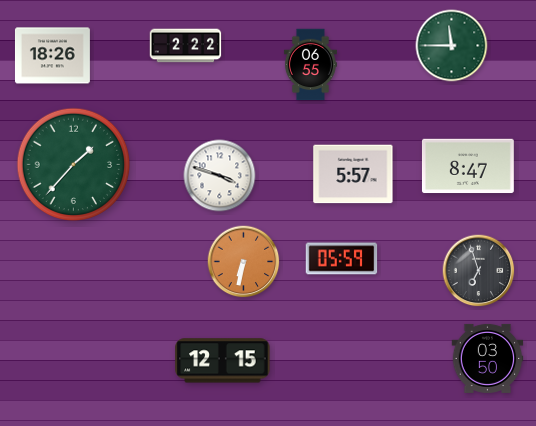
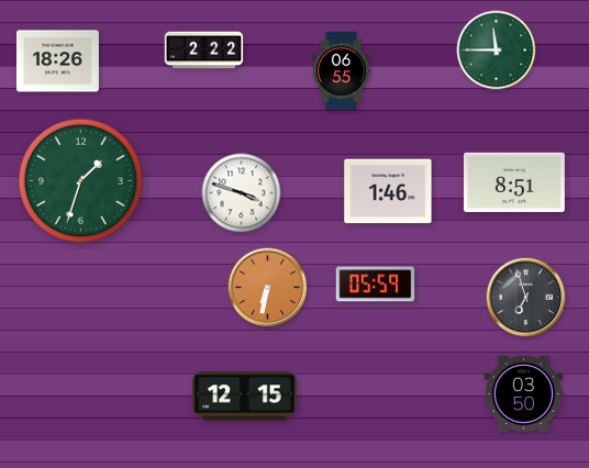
clock at (74, 165): 1:37 -> 1:33
clock at (468, 166): 8:47 -> 8:51
clock at (353, 174): 5:57 -> 1:46
clock at (488, 358) position: (488, 358) -> (524, 393)
